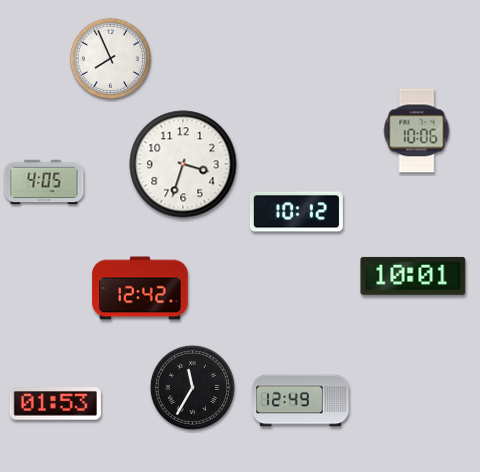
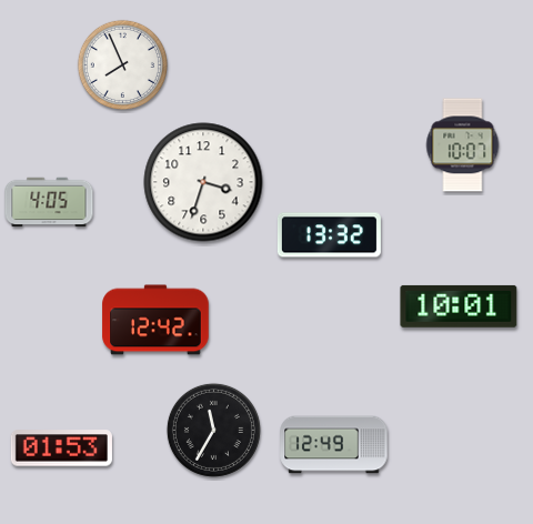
clock at (417, 131): 10:06 -> 10:07
clock at (296, 212): 10:12 -> 13:32
